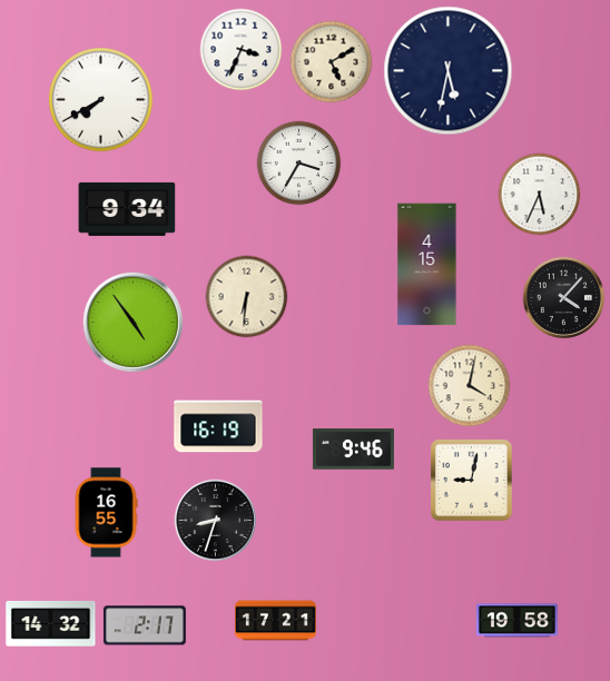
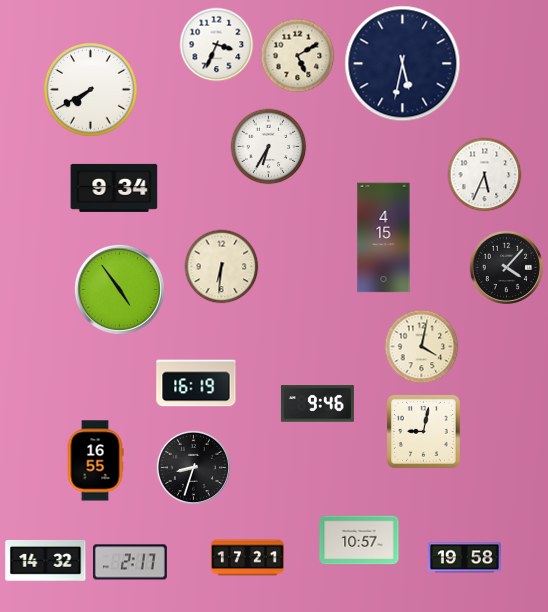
clock at (299, 164): 3:35 -> 6:35
clock at (359, 540): none -> 10:57
